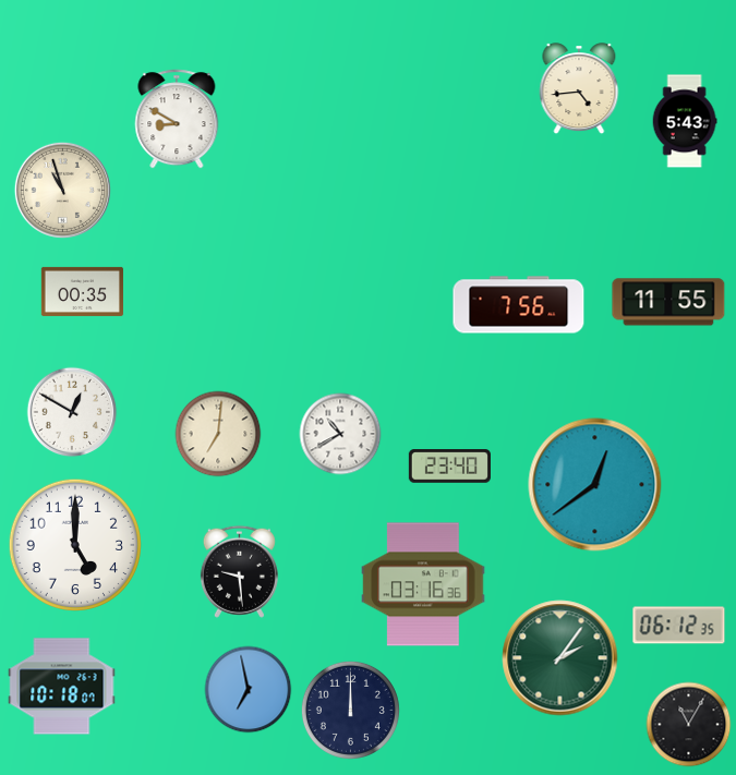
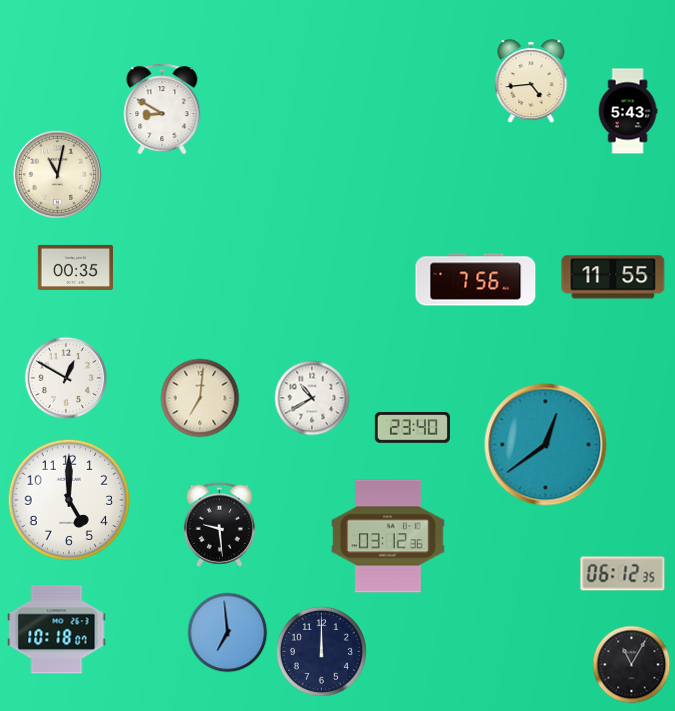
clock at (62, 190): 10:57 -> 11:02
clock at (423, 584): 03:16 -> 03:12
clock at (560, 658): 2:06 -> none
clock at (249, 690): 6:58 -> 6:59
